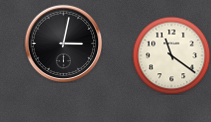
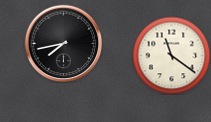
clock at (63, 43): 3:02 -> 7:43
